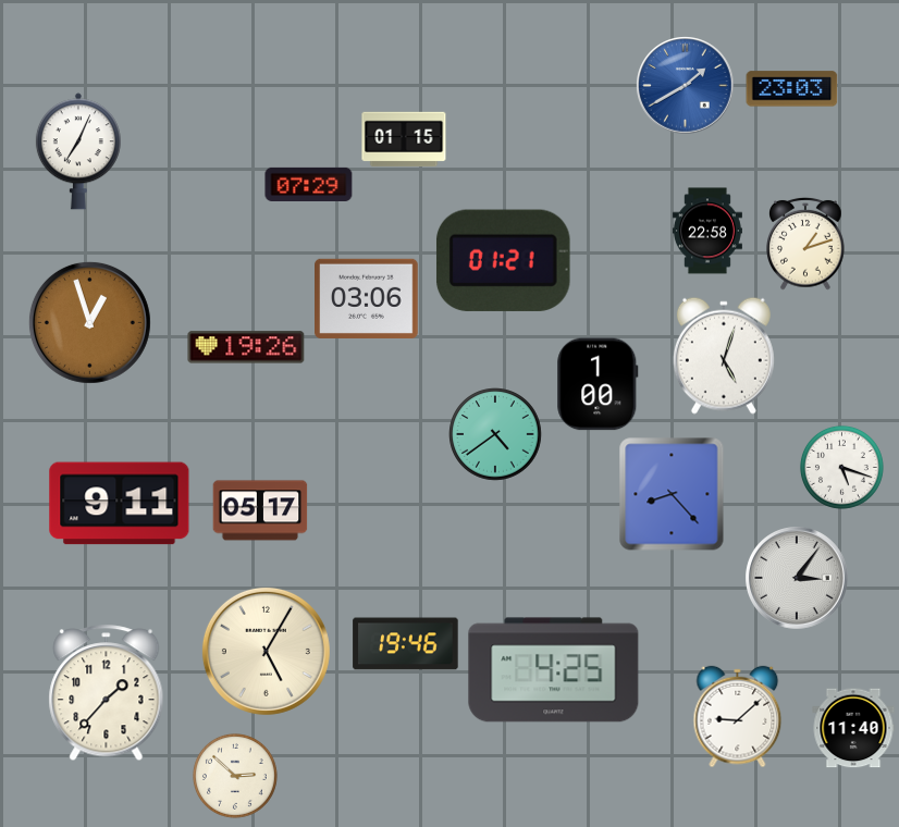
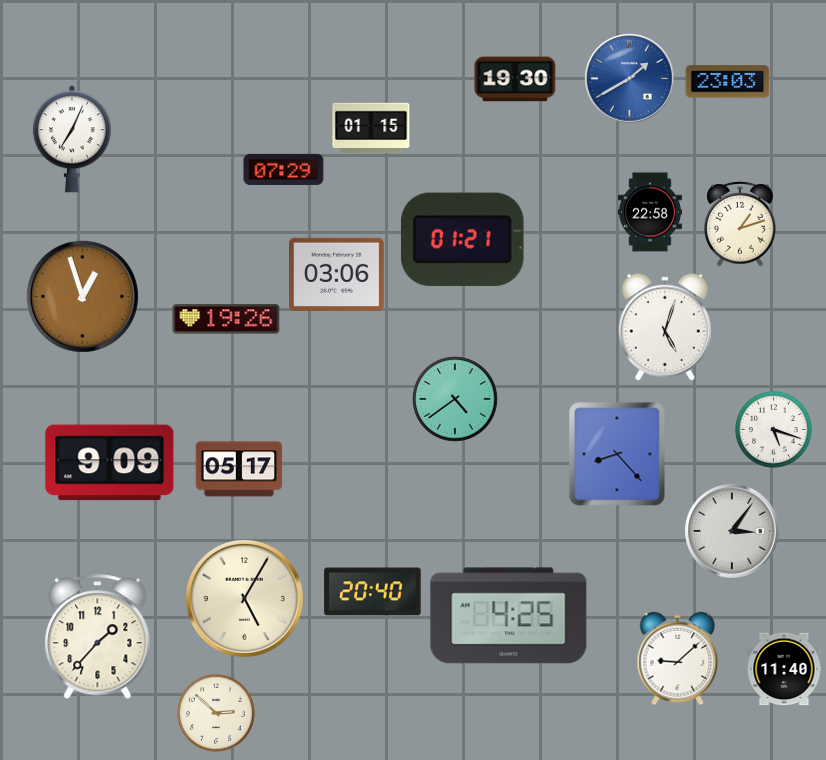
clock at (515, 79): none -> 19:30
clock at (598, 384): 1:00 -> none
clock at (120, 504): 9:11 -> 9:09
clock at (406, 644): 19:46 -> 20:40
